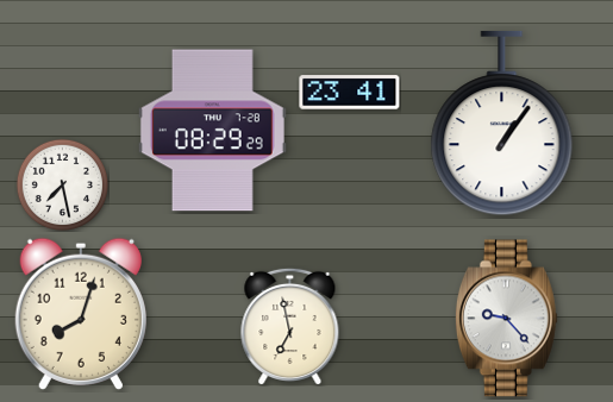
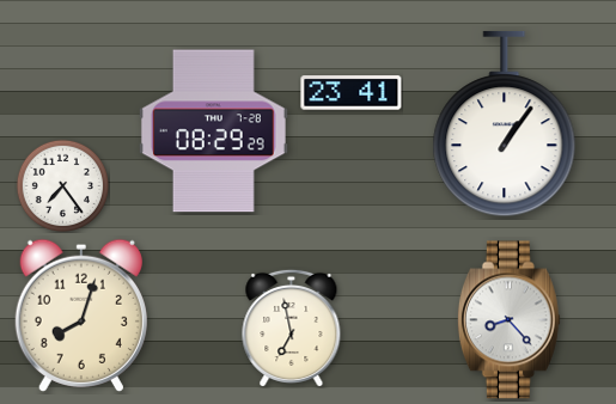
clock at (62, 184): 7:28 -> 7:24
clock at (506, 319): 9:23 -> 8:23
